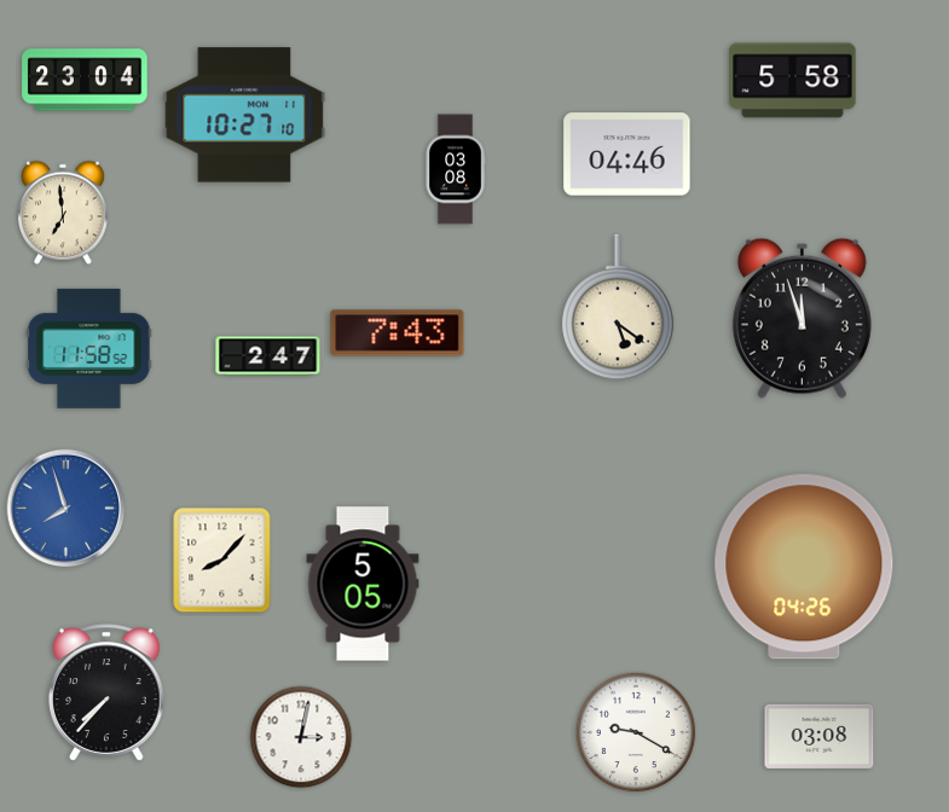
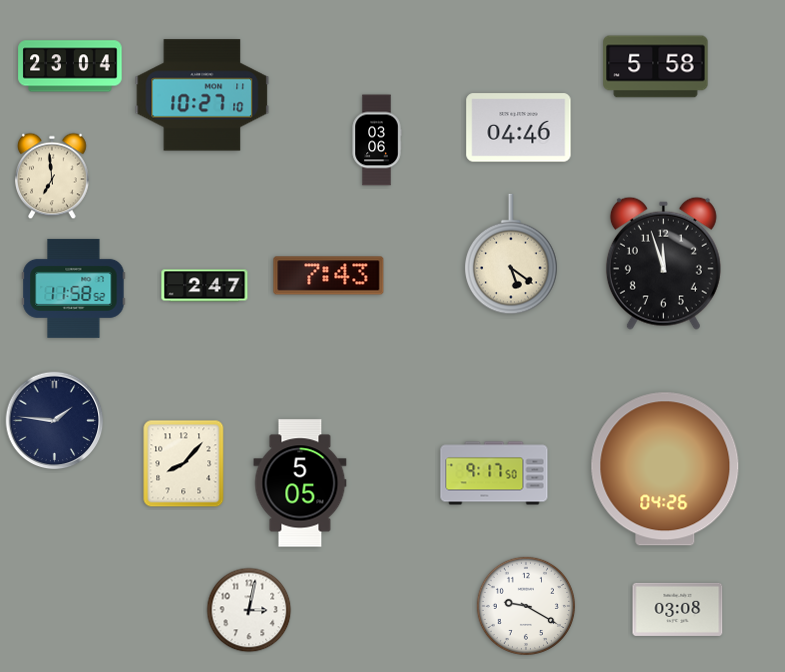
clock at (456, 169): 03:08 -> 03:06
clock at (268, 356) position: (268, 356) -> (205, 286)
clock at (66, 509): 7:57 -> 1:46
clock at (66, 509) dial: blue -> navy
clock at (494, 473): none -> 9:17
clock at (108, 692): 7:37 -> none
